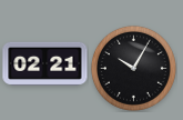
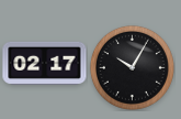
clock at (45, 63): 02:21 -> 02:17
